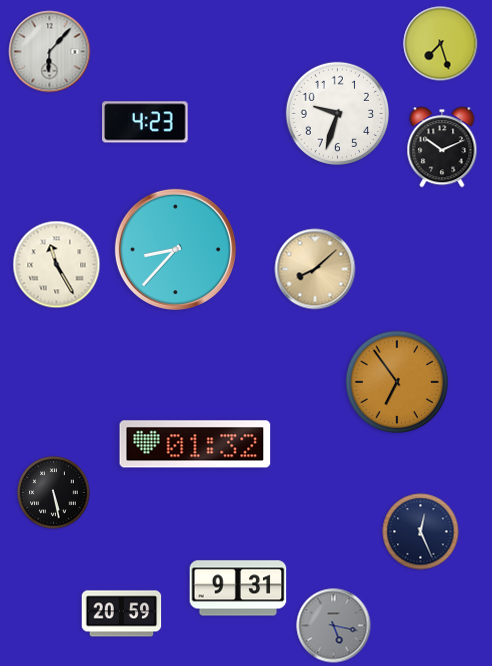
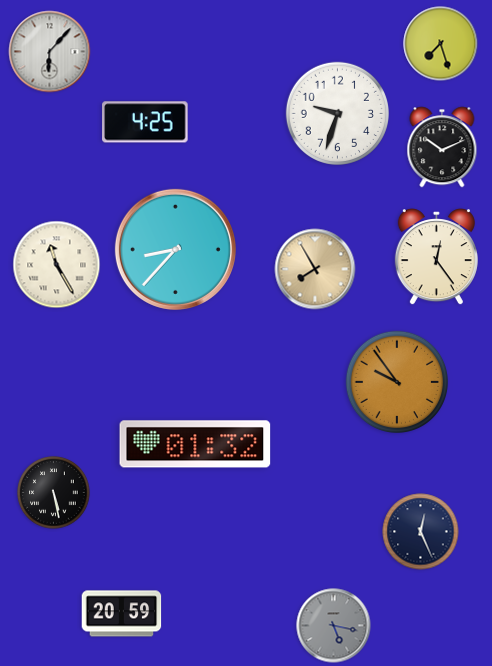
clock at (145, 122): 4:23 -> 4:25
clock at (436, 257): none -> 12:24
clock at (315, 269): 8:08 -> 7:55
clock at (396, 381): 6:54 -> 9:54
clock at (238, 588): 9:31 -> none
